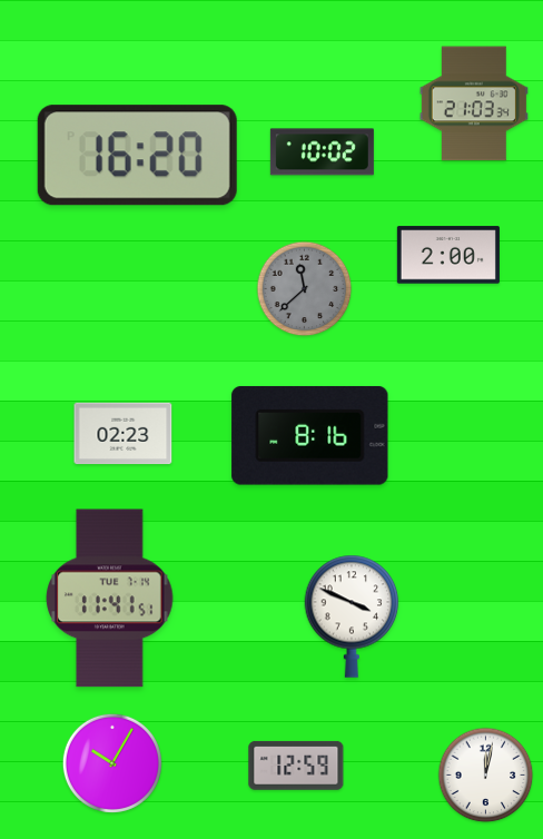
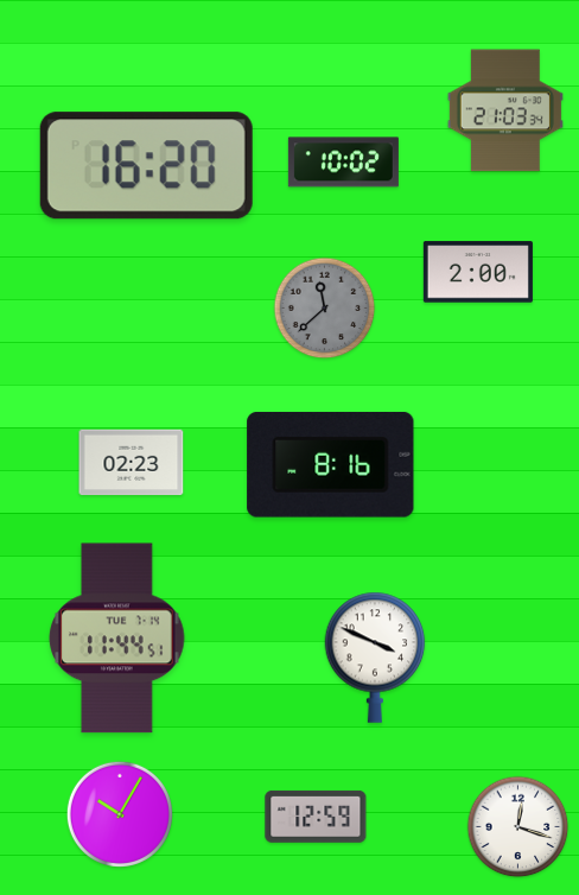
clock at (110, 599): 11:41 -> 11:44
clock at (486, 776): 12:02 -> 12:18
